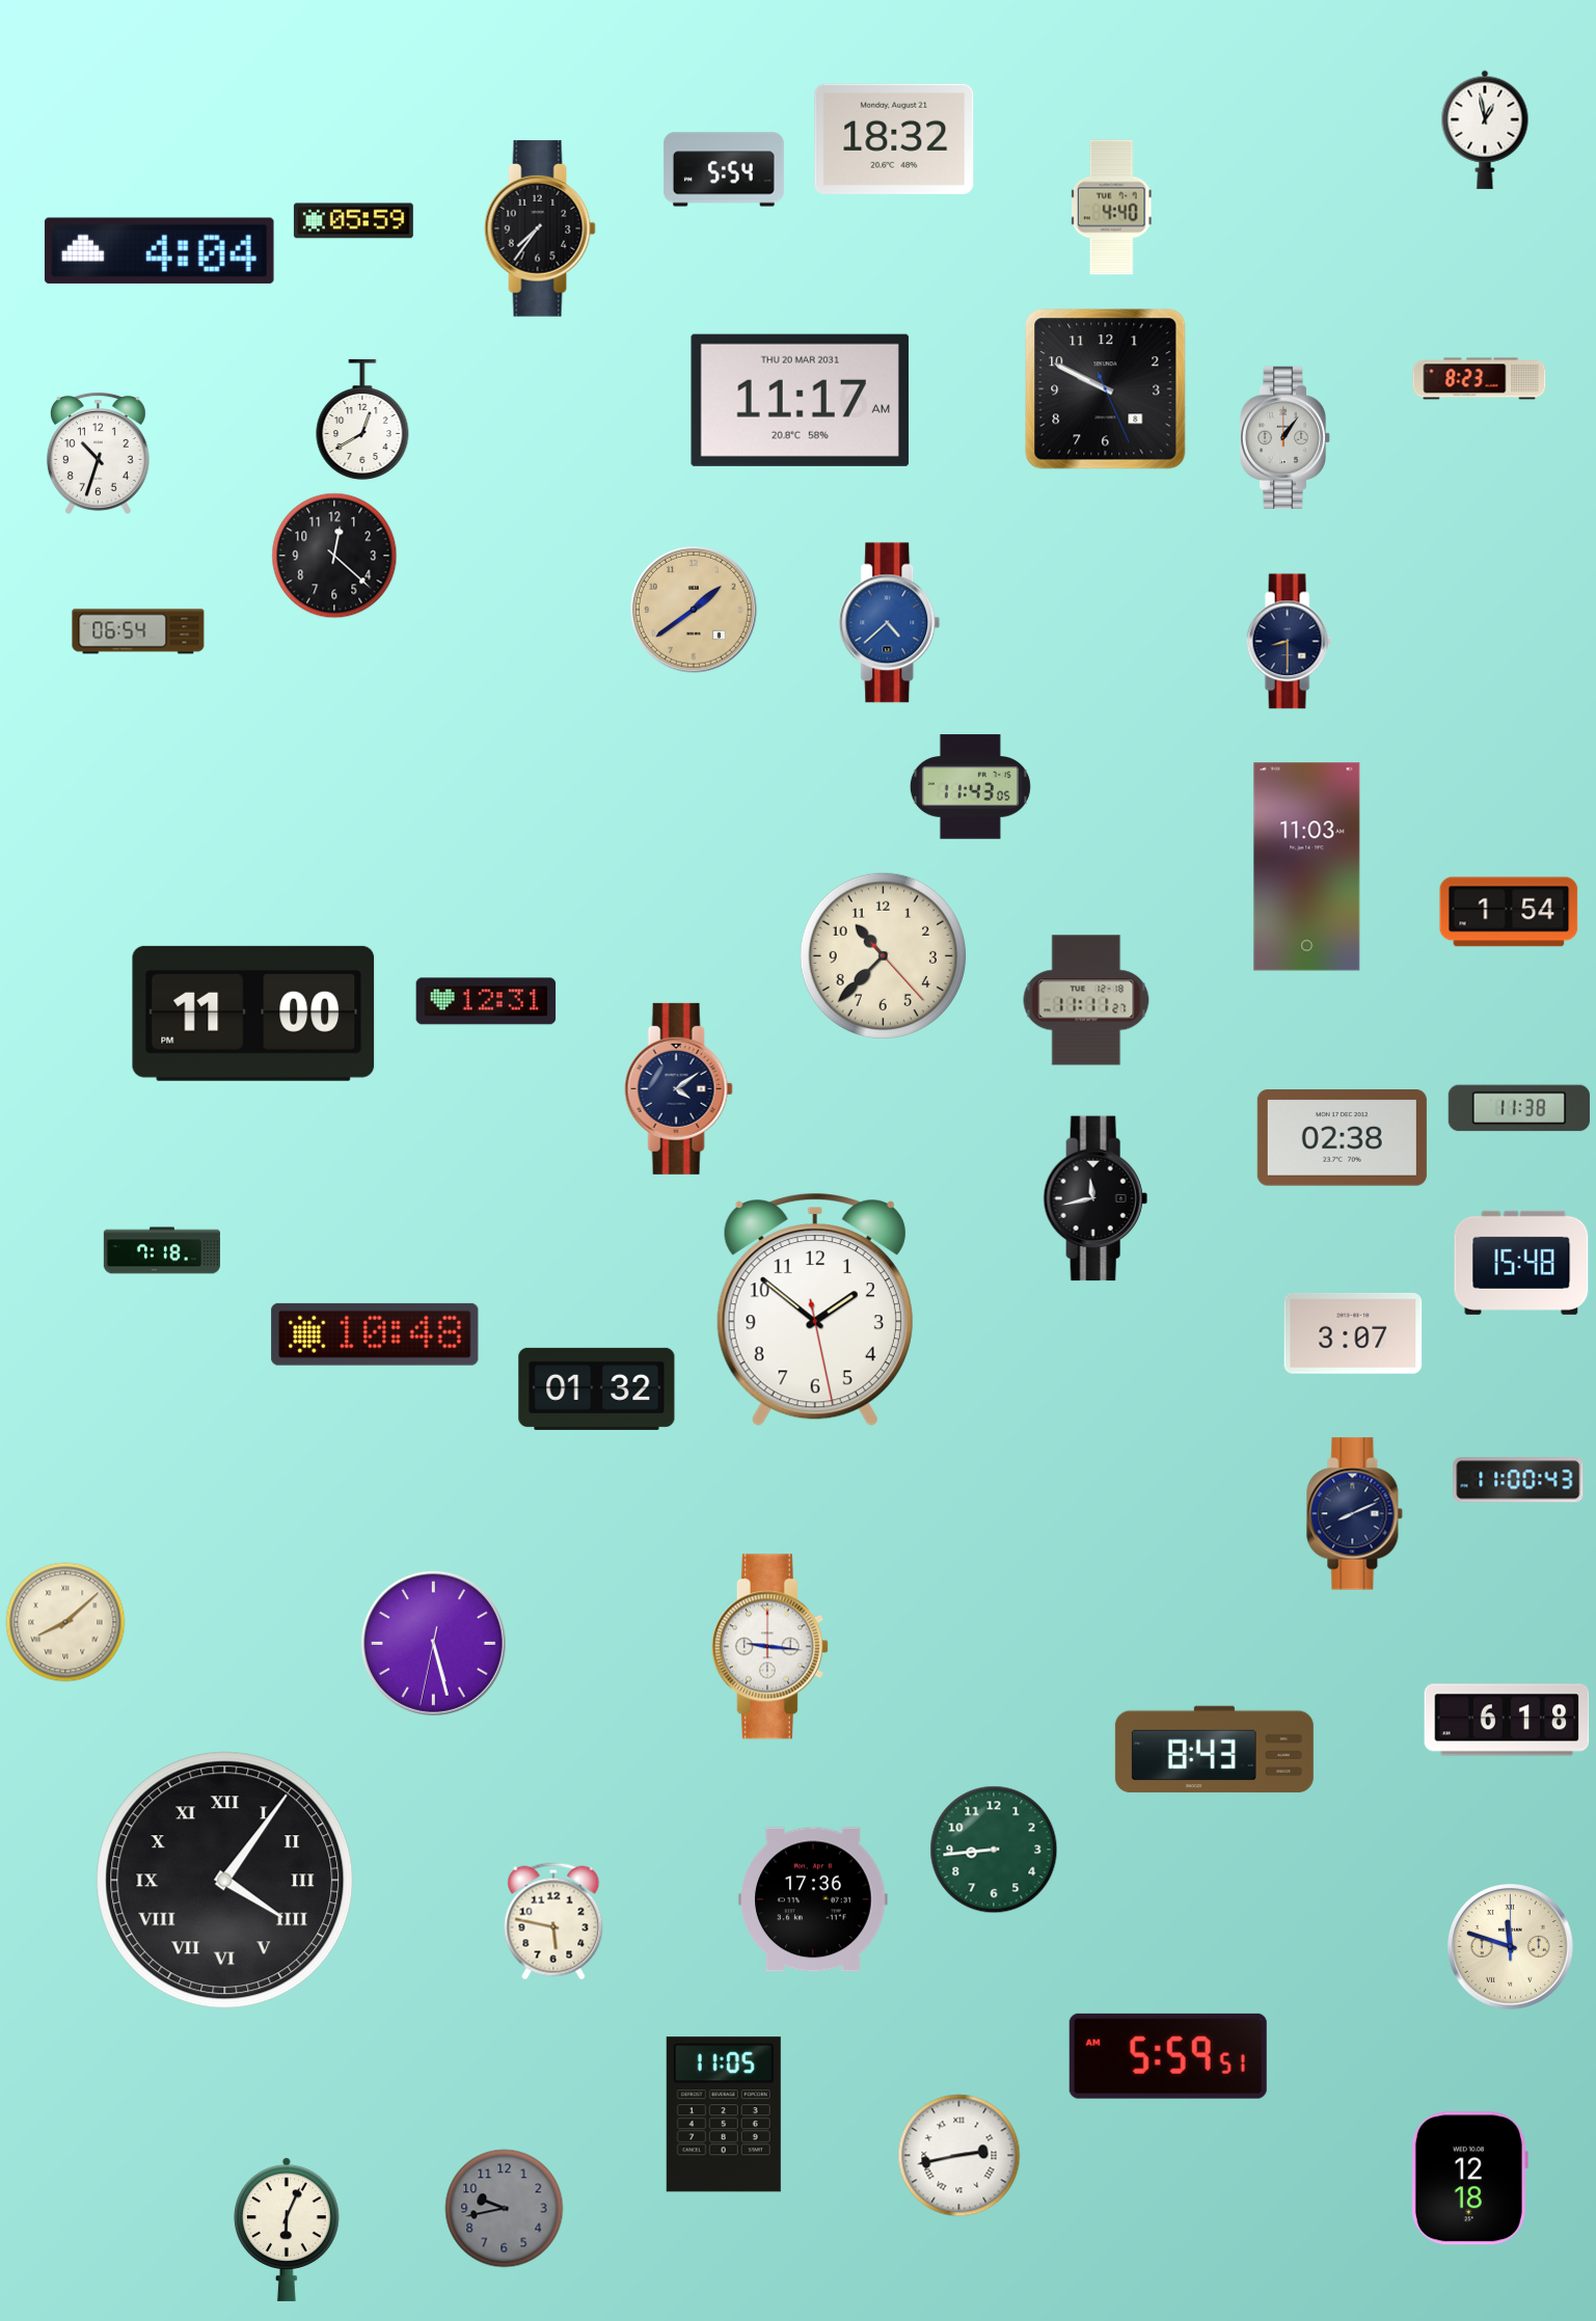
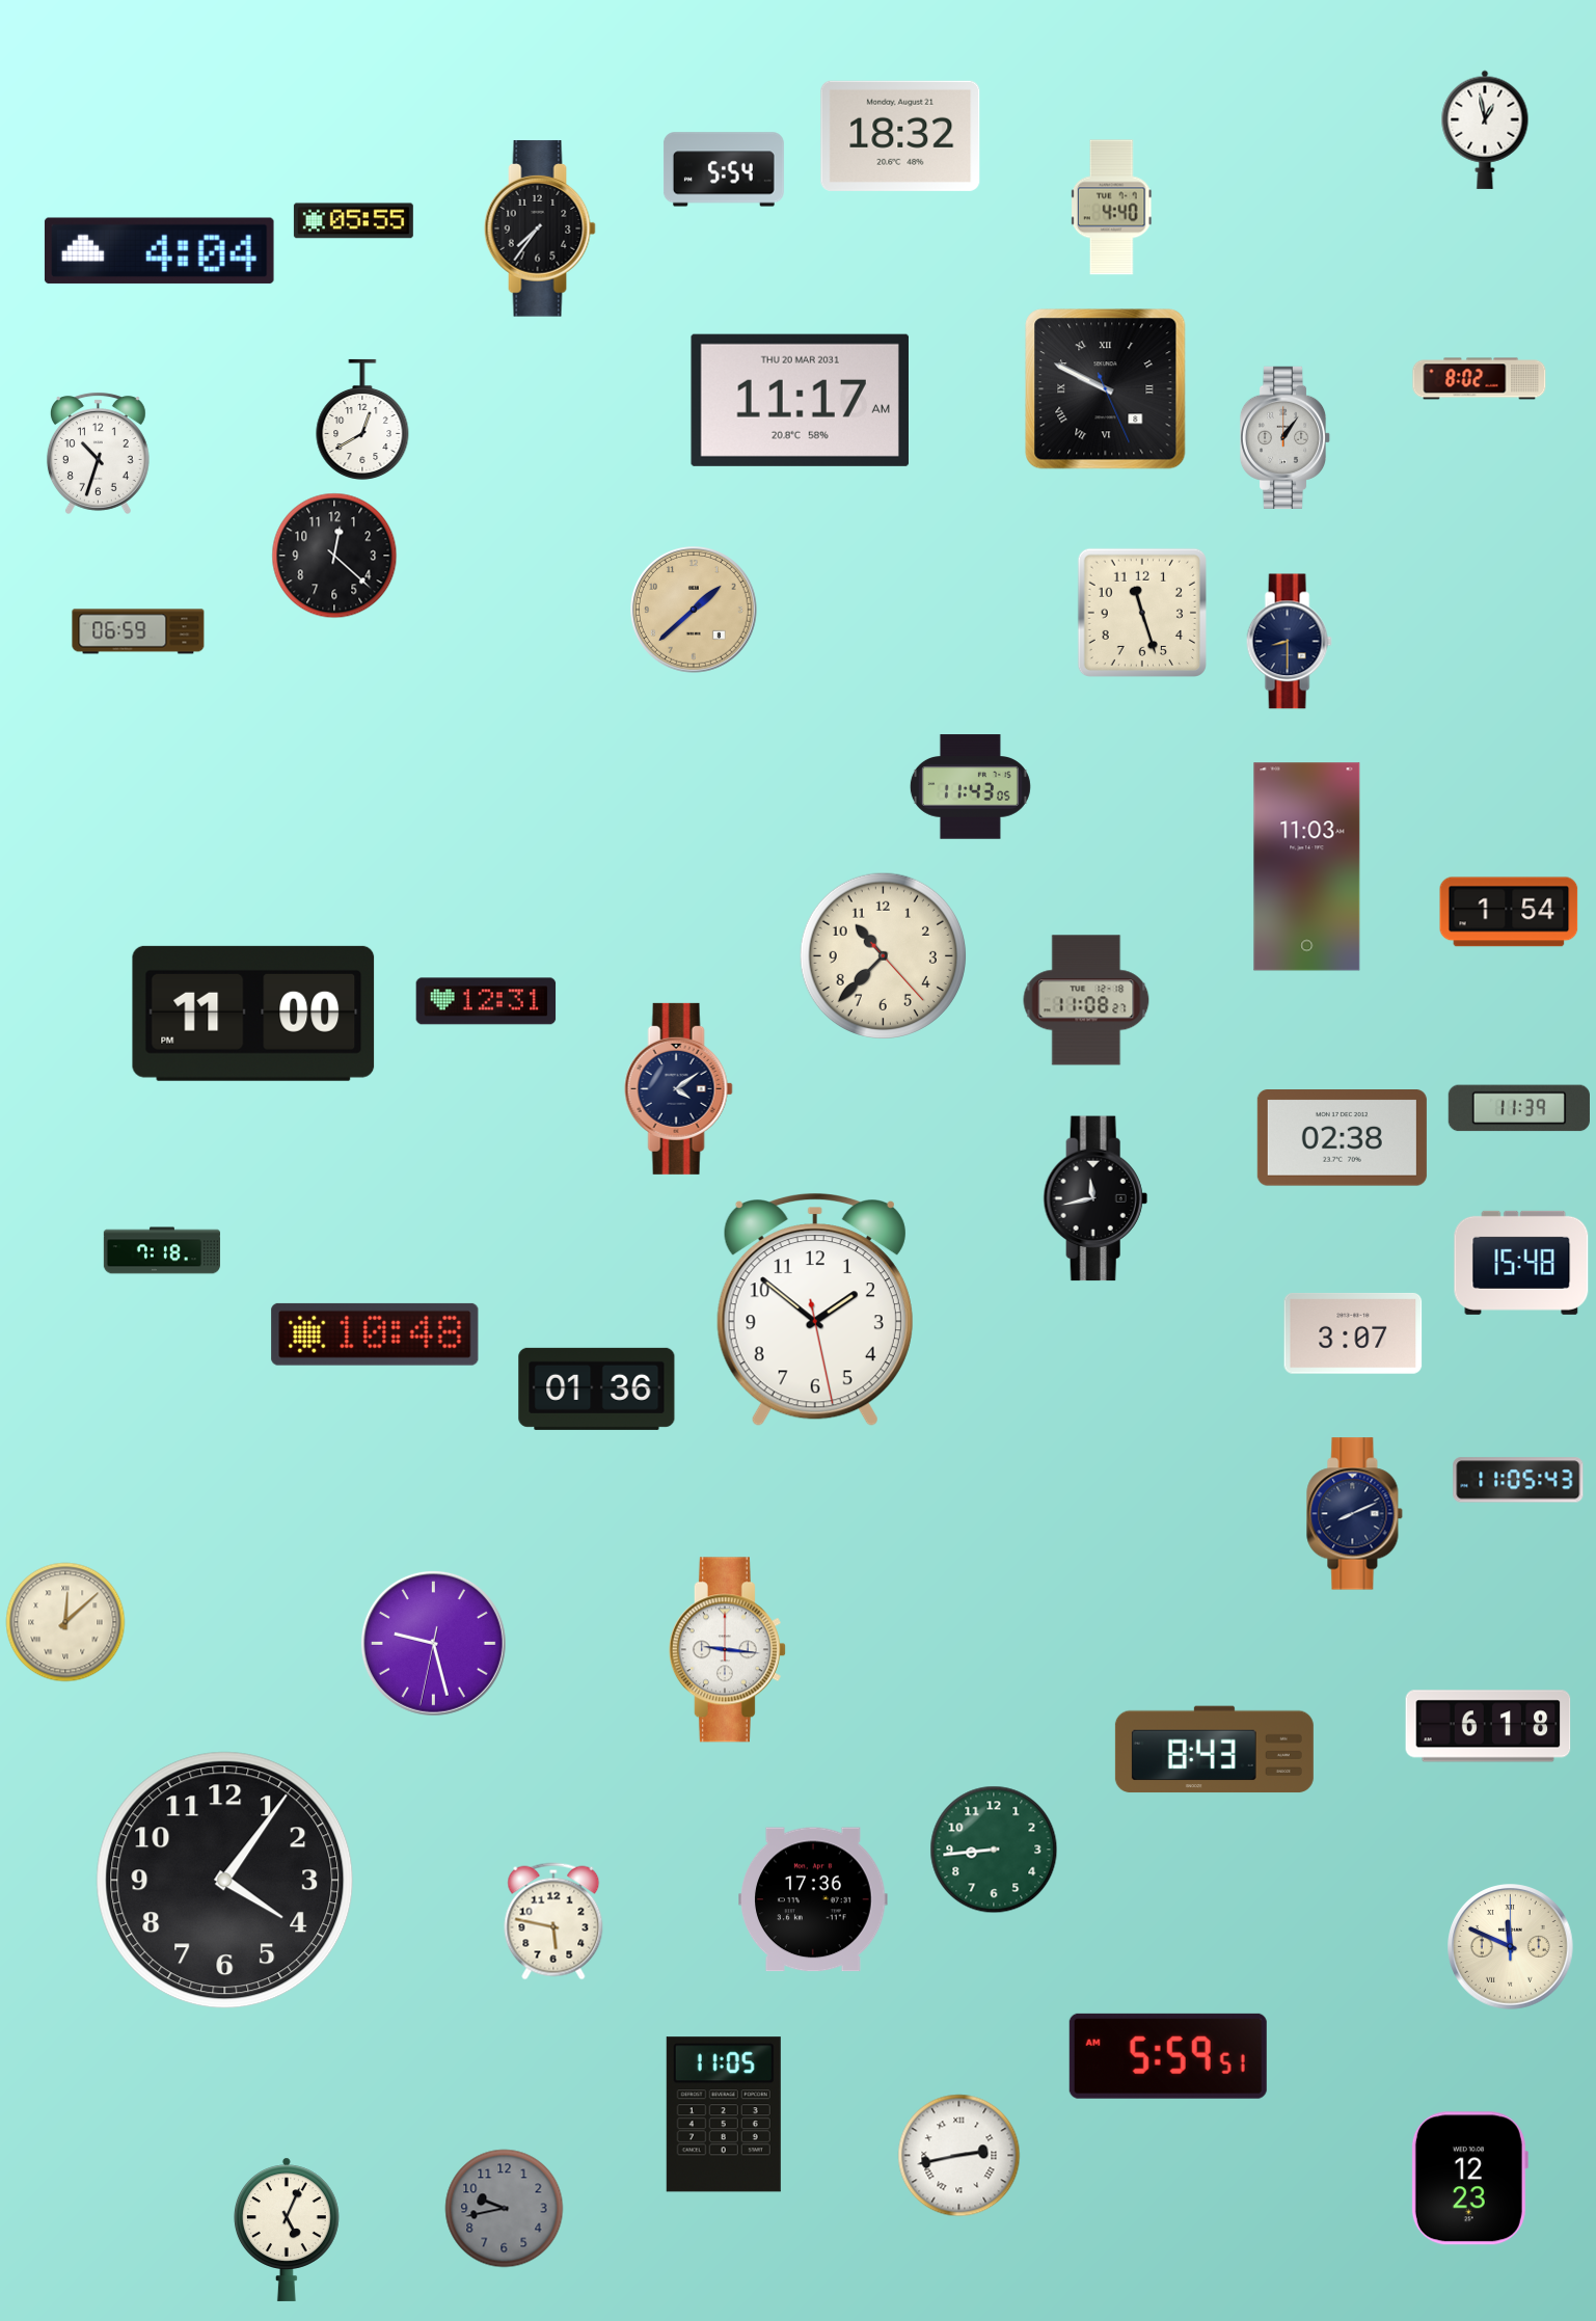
clock at (894, 139) position: (894, 139) -> (900, 136)
clock at (353, 221): 05:59 -> 05:55
clock at (1480, 379): 8:23 -> 8:02
clock at (1106, 389) numerals: Arabic -> Roman
clock at (695, 611): 1:39 -> 1:38
clock at (1142, 613): none -> 11:27
clock at (890, 623): 4:38 -> none
clock at (138, 631): 06:54 -> 06:59
clock at (1086, 1000): 11:11 -> 11:08
clock at (1519, 1108): 11:38 -> 11:39
clock at (597, 1388): 01:32 -> 01:36
clock at (1518, 1480): 11:00 -> 11:05
clock at (65, 1622): 8:08 -> 12:08
clock at (433, 1643): 5:27 -> 9:27
clock at (769, 1647) position: (769, 1647) -> (727, 1650)
clock at (1507, 1720) position: (1507, 1720) -> (1488, 1726)
clock at (225, 1881) numerals: Roman -> Arabic
clock at (1511, 1947): 11:48 -> 11:49
clock at (1469, 2179): 12:18 -> 12:23
clock at (287, 2230): 6:04 -> 5:04
